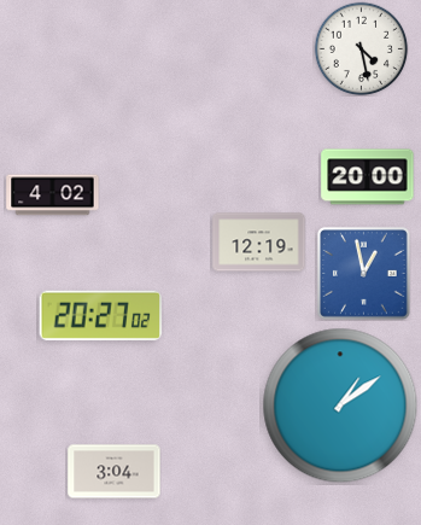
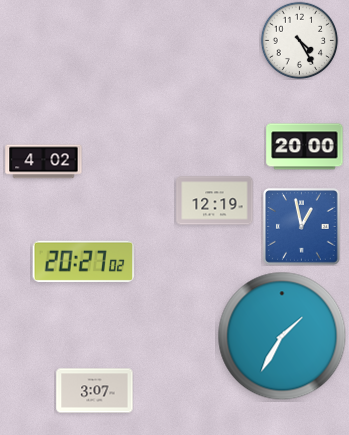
clock at (361, 48): 4:28 -> 4:25
clock at (340, 406): 1:09 -> 1:35
clock at (115, 472): 3:04 -> 3:07
